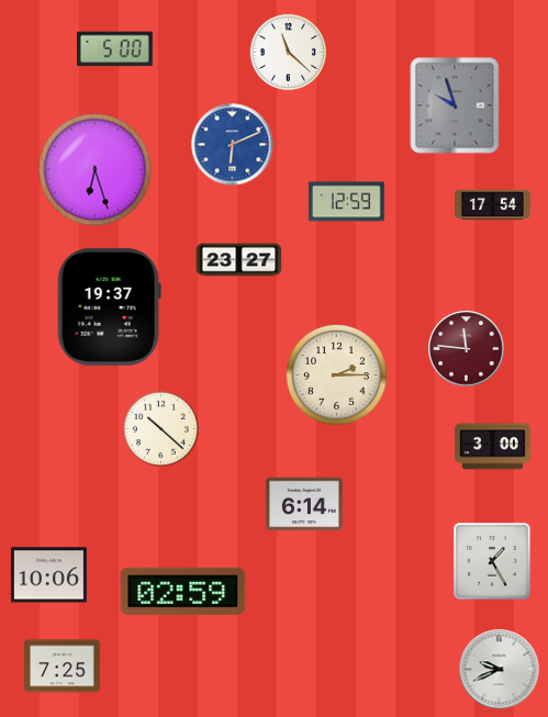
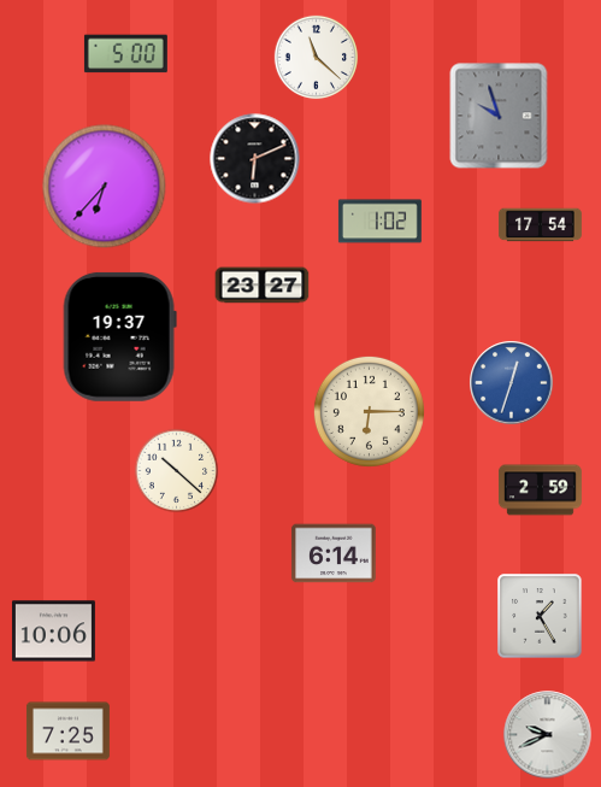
clock at (233, 145) dial: blue -> black
clock at (96, 170): 6:27 -> 6:37
clock at (346, 202): 12:59 -> 1:02
clock at (467, 349): 11:46 -> 12:33
clock at (467, 349) dial: burgundy -> blue
clock at (336, 374): 2:15 -> 6:15
clock at (492, 447): 3:00 -> 2:59
clock at (183, 591): 02:59 -> none
